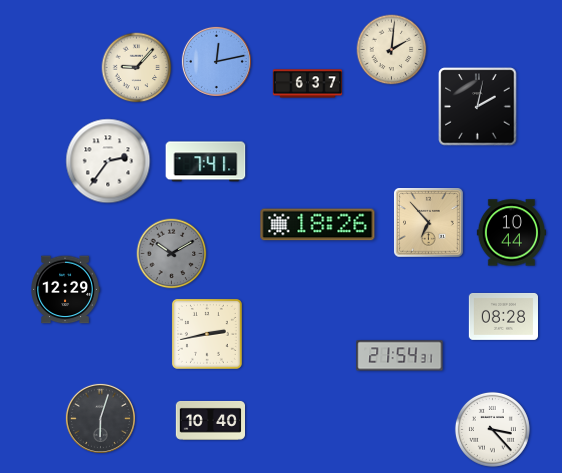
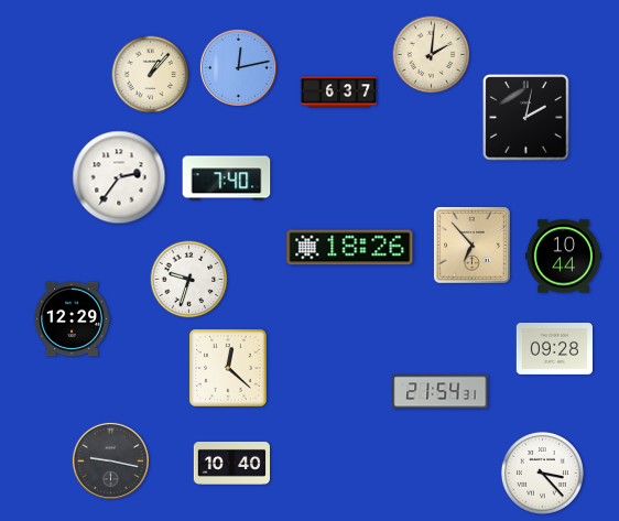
clock at (137, 68): 9:07 -> 1:07
clock at (206, 162): 7:41 -> 7:40
clock at (172, 254): 10:10 -> 9:33
clock at (172, 254) dial: grey -> white
clock at (503, 316): 08:28 -> 09:28
clock at (207, 334): 2:43 -> 12:22
clock at (100, 418): 6:03 -> 9:17
